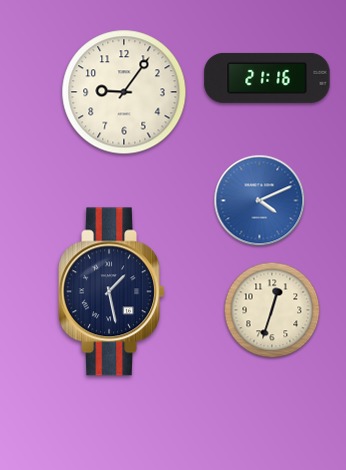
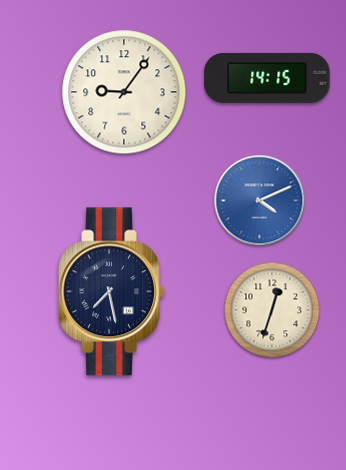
clock at (267, 78): 21:16 -> 14:15
clock at (111, 292): 1:28 -> 7:28
